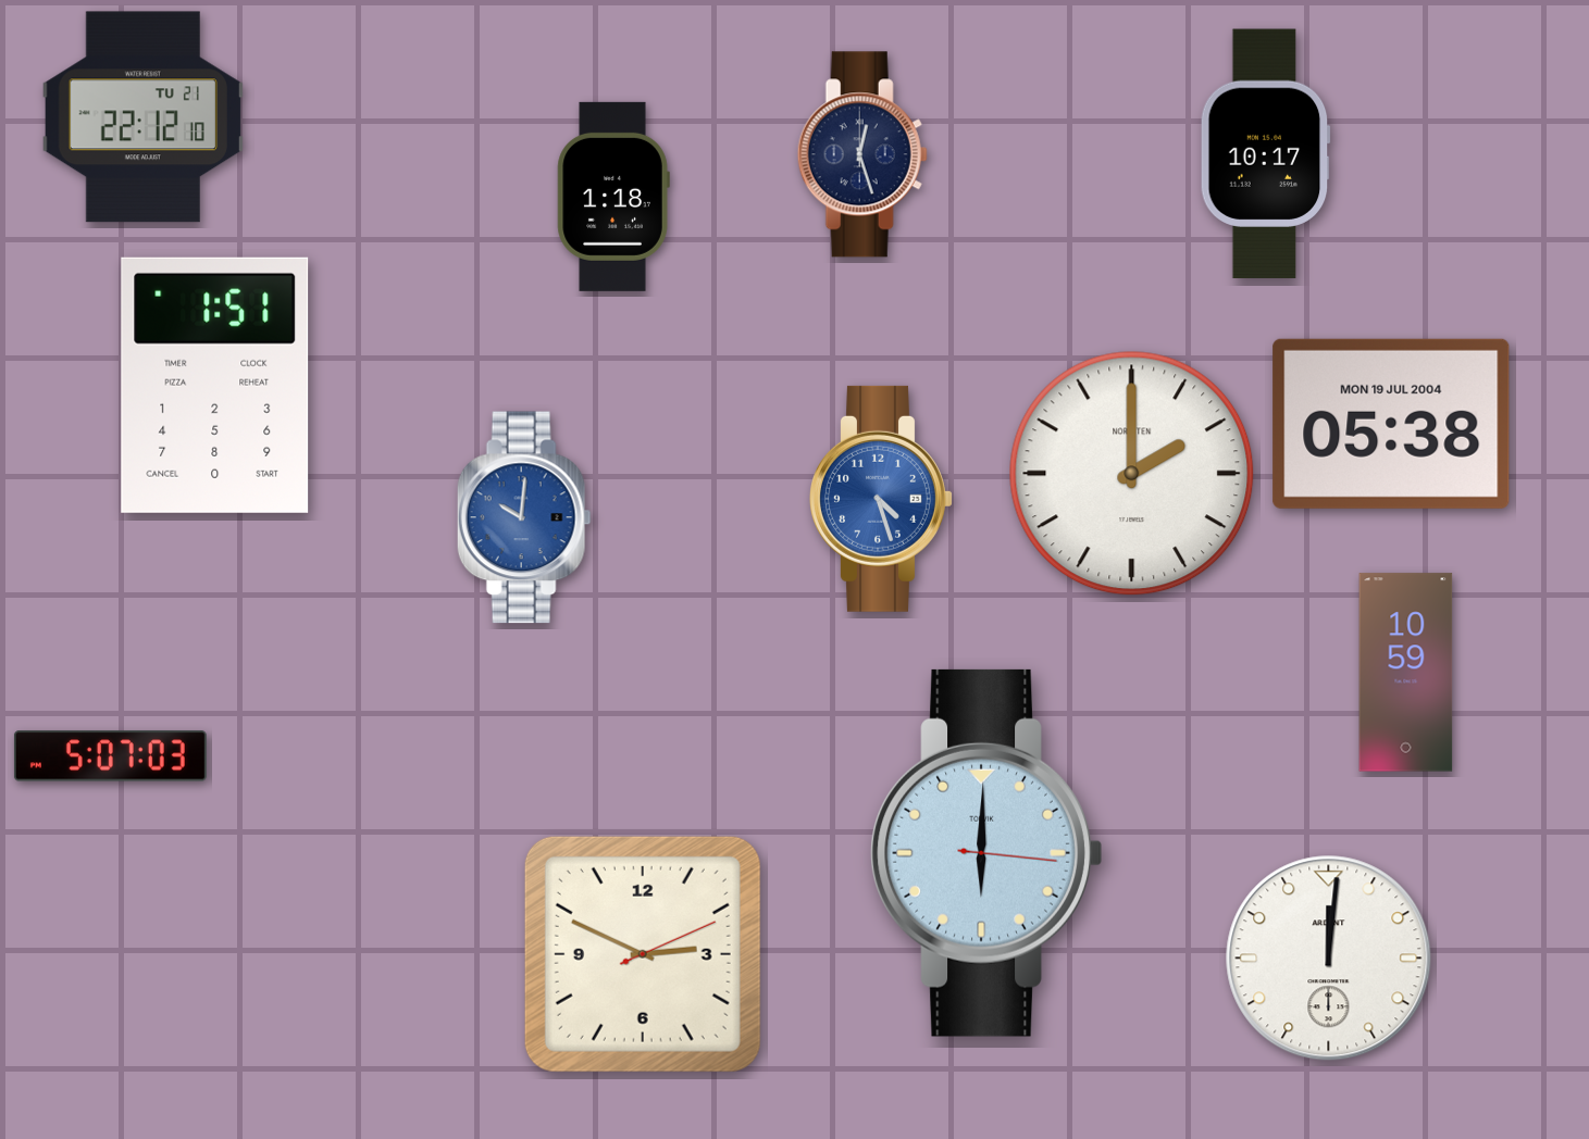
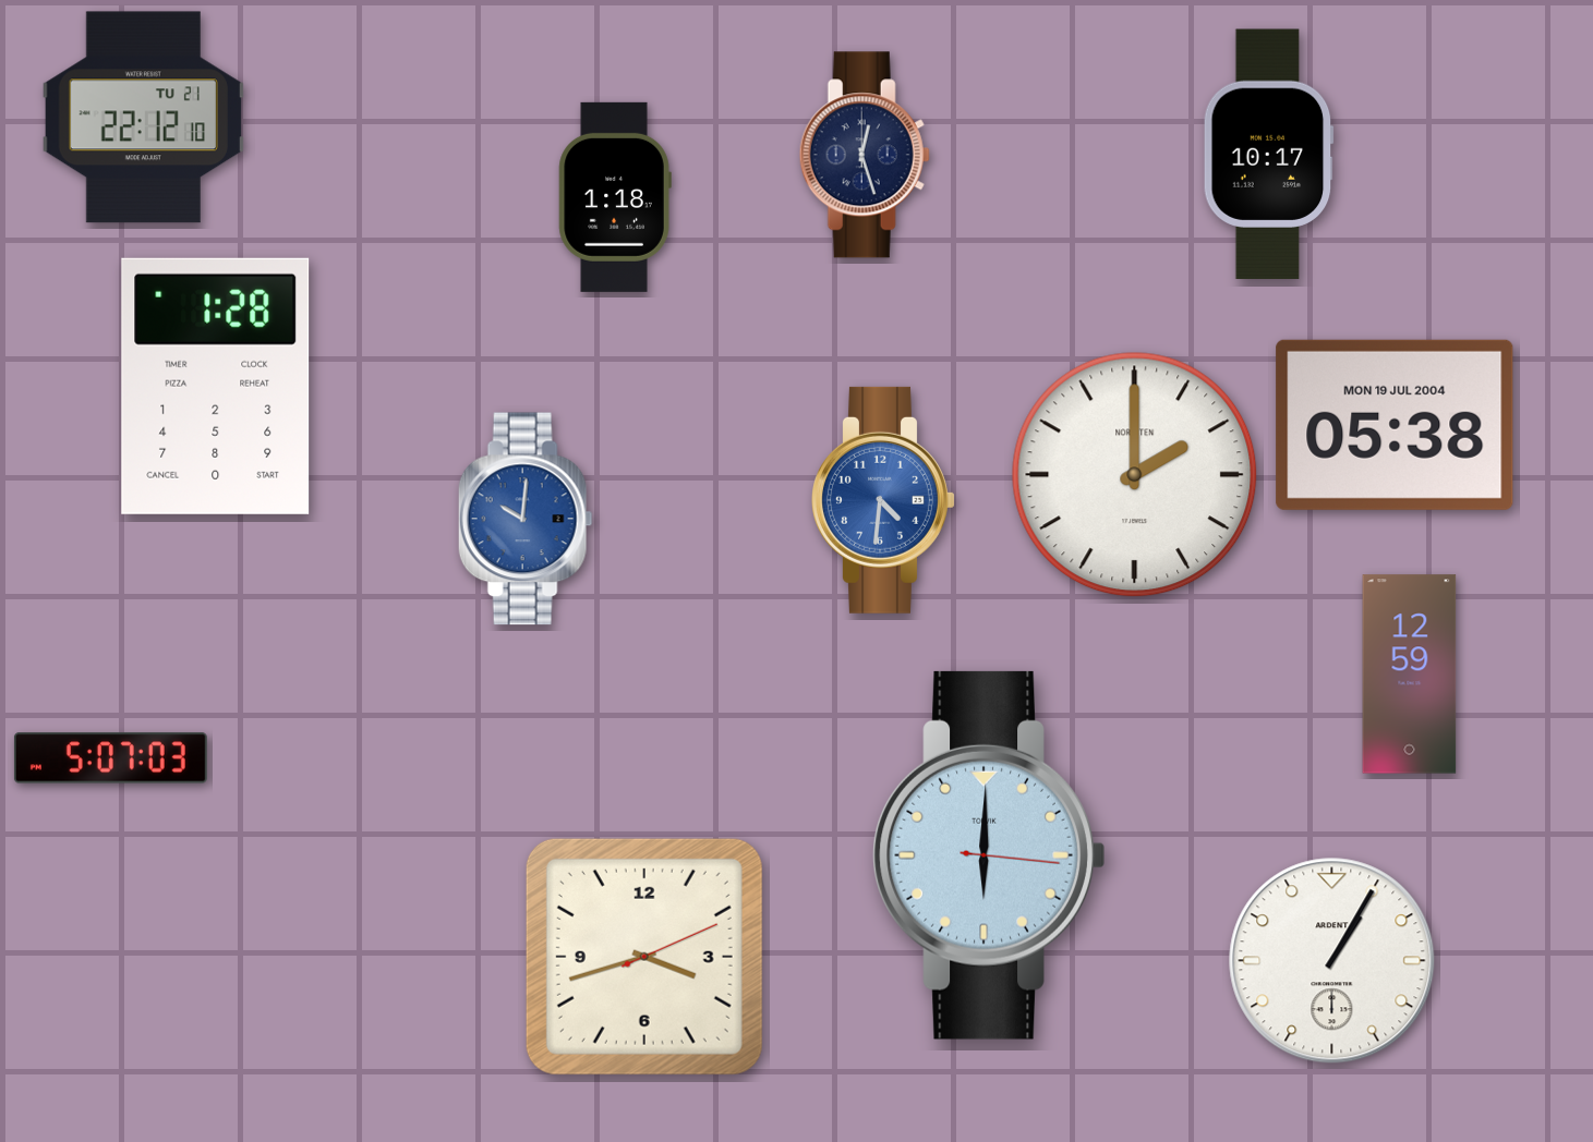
clock at (215, 385): 1:51 -> 1:28
clock at (882, 499): 4:27 -> 4:31
clock at (1406, 673): 10:59 -> 12:59
clock at (643, 954): 2:49 -> 3:42
clock at (1329, 959): 12:01 -> 1:05
